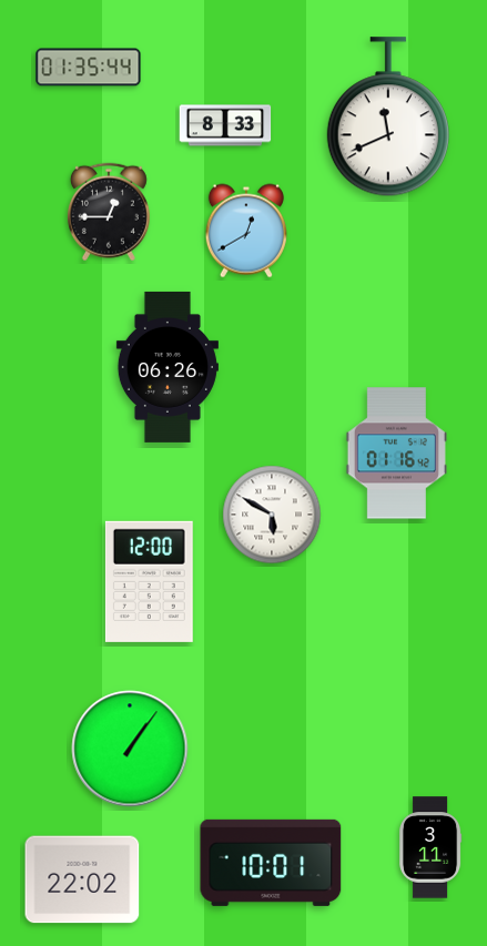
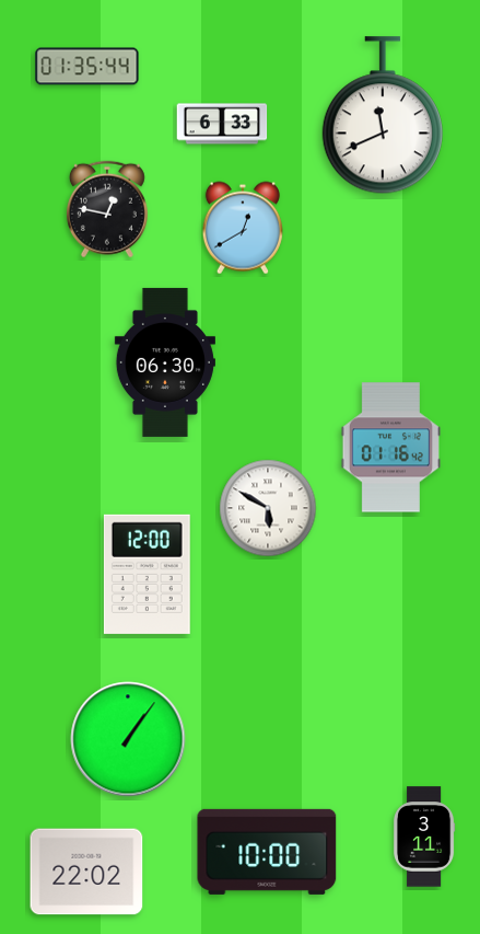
clock at (225, 125): 8:33 -> 6:33
clock at (109, 212): 12:45 -> 12:47
clock at (168, 367): 06:26 -> 06:30
clock at (271, 863): 10:01 -> 10:00
clock at (82, 879) position: (82, 879) -> (86, 872)
